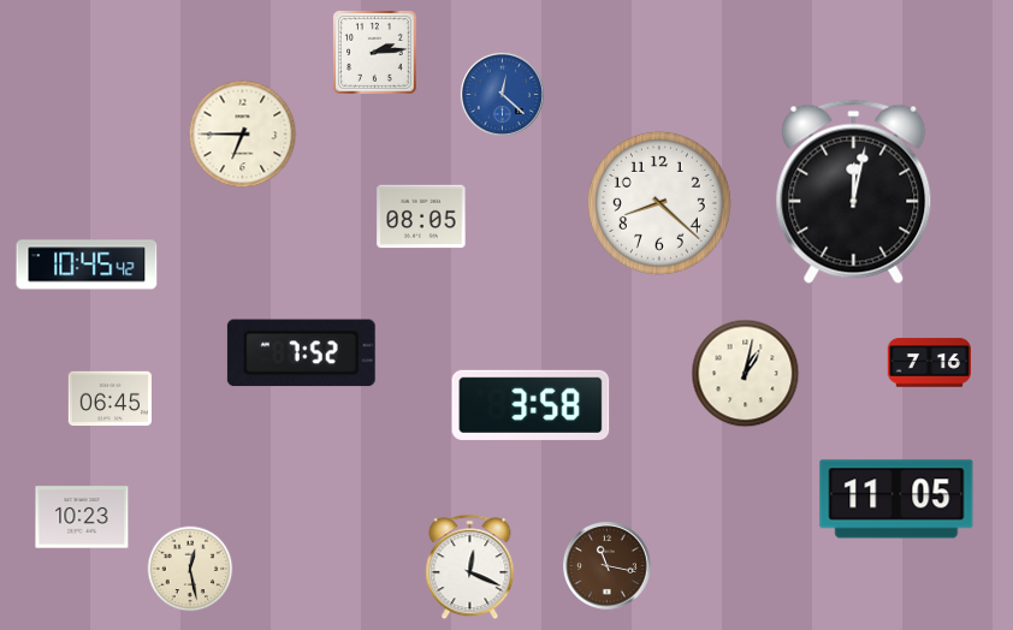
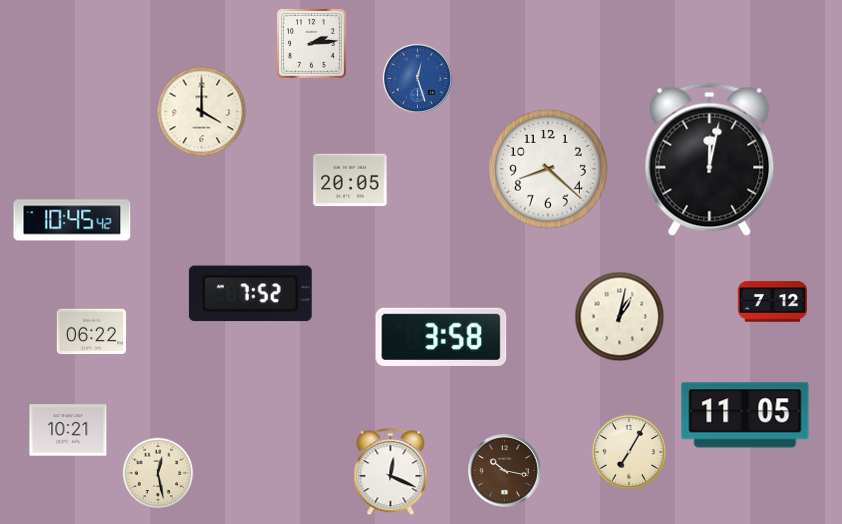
clock at (502, 94): 12:22 -> 12:27
clock at (243, 135): 6:45 -> 4:00
clock at (421, 216): 08:05 -> 20:05
clock at (929, 363): 7:16 -> 7:12
clock at (746, 374) position: (746, 374) -> (620, 317)
clock at (109, 399): 06:45 -> 06:22
clock at (82, 517): 10:23 -> 10:21
clock at (629, 452): none -> 7:05
clock at (608, 566): 11:17 -> 10:17
